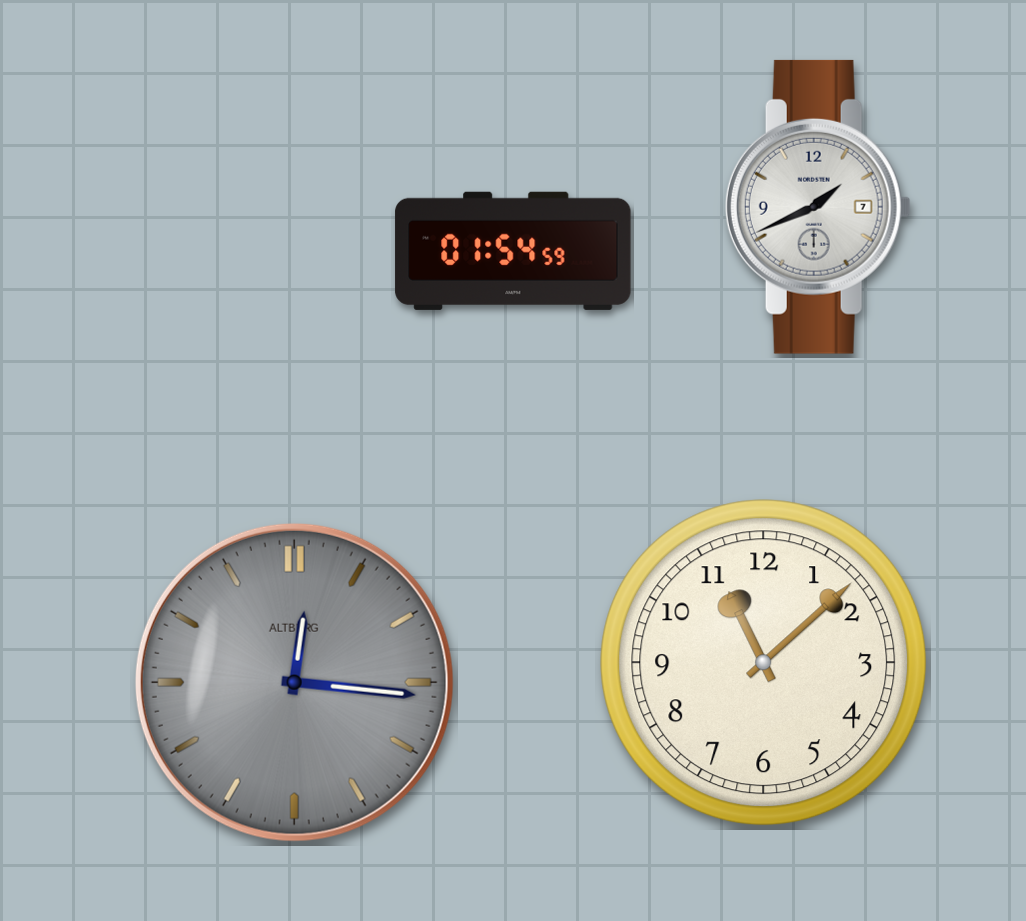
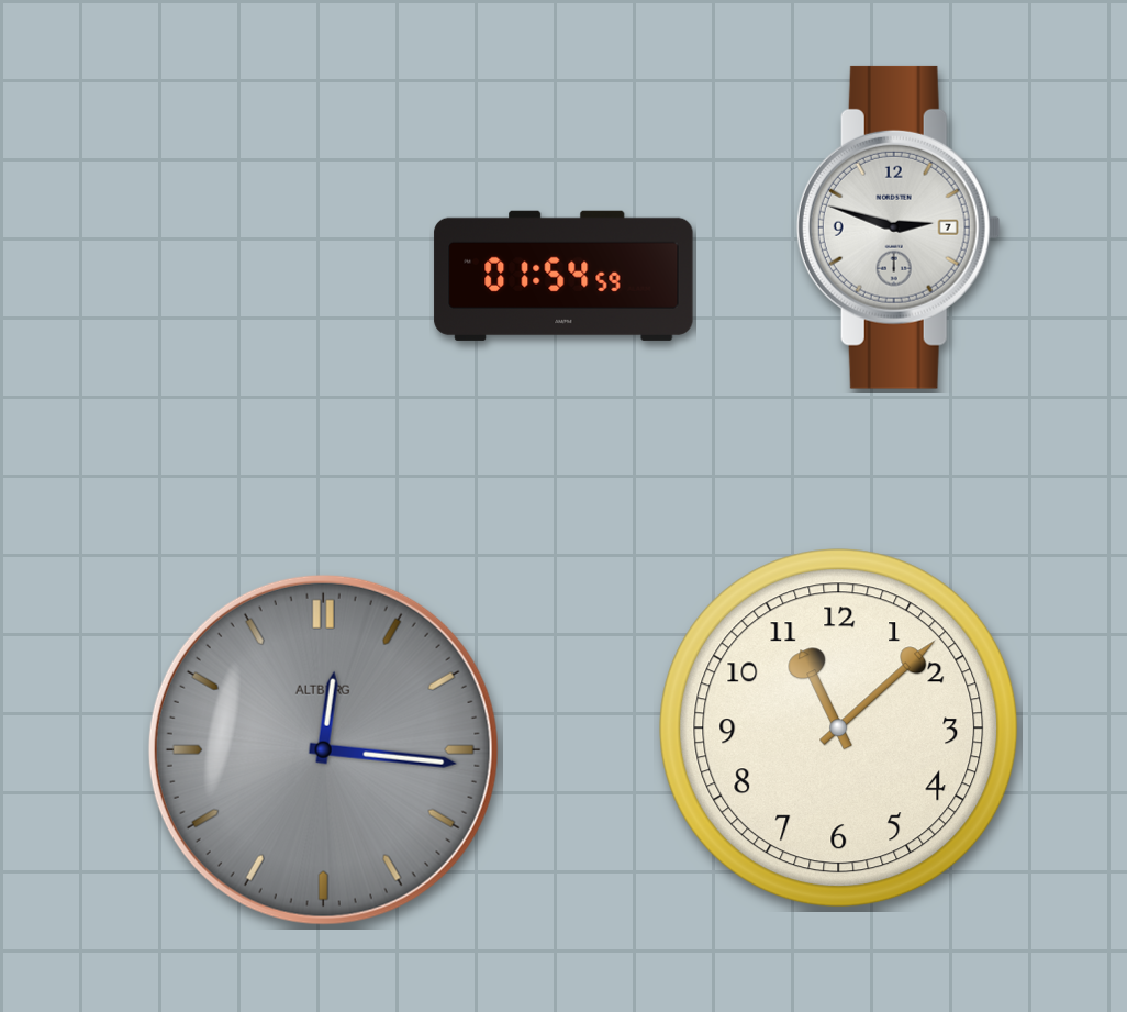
clock at (818, 207): 1:41 -> 2:48
